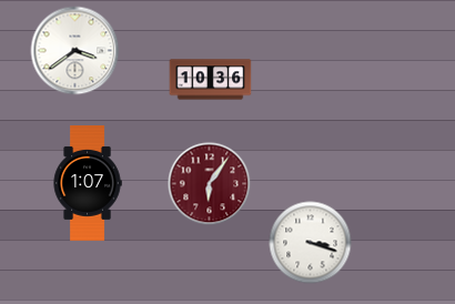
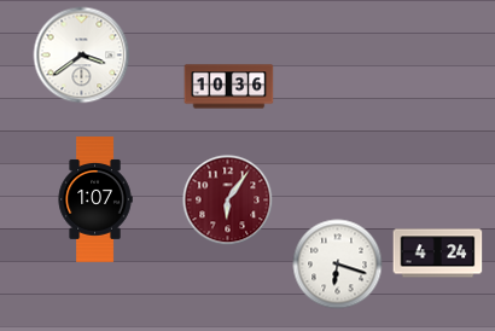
clock at (438, 254): none -> 4:24
clock at (311, 243): 3:18 -> 6:18
